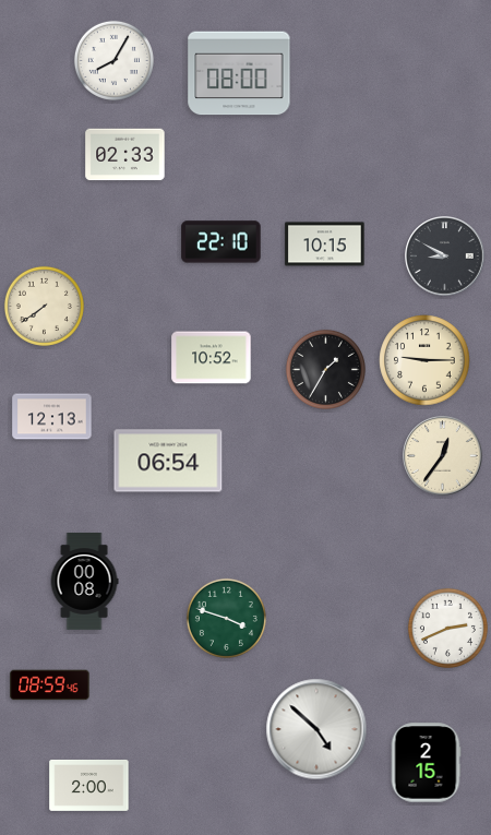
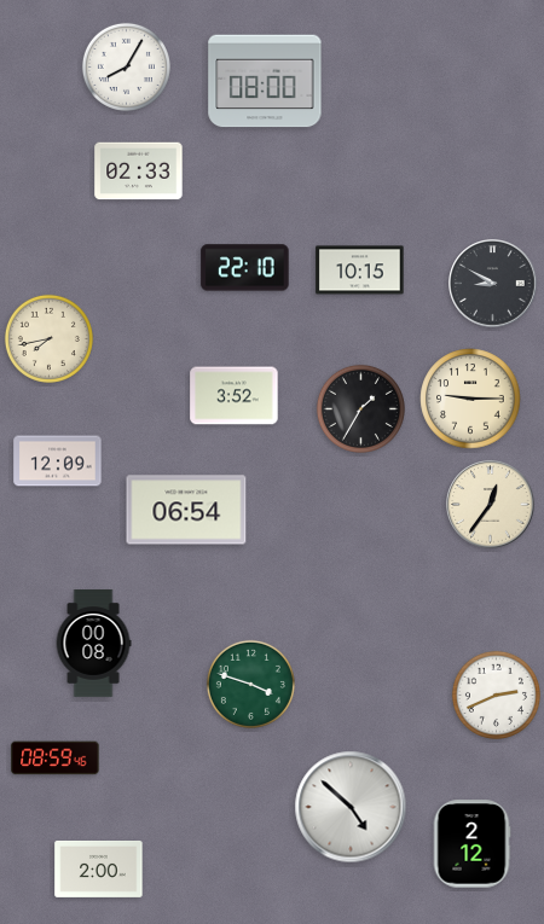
clock at (44, 306): 7:39 -> 7:43
clock at (212, 358): 10:52 -> 3:52
clock at (52, 417): 12:13 -> 12:09
clock at (426, 763): 2:15 -> 2:12
